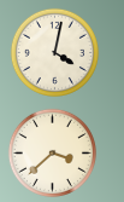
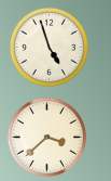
clock at (54, 52): 4:02 -> 4:57
